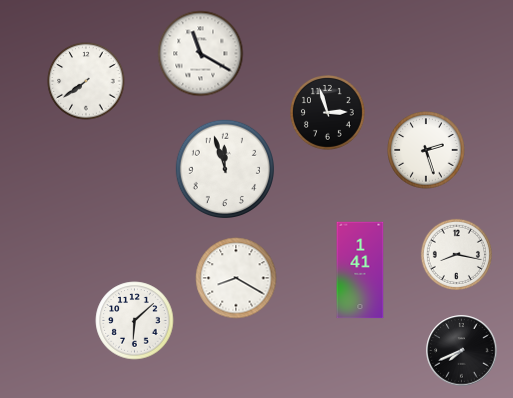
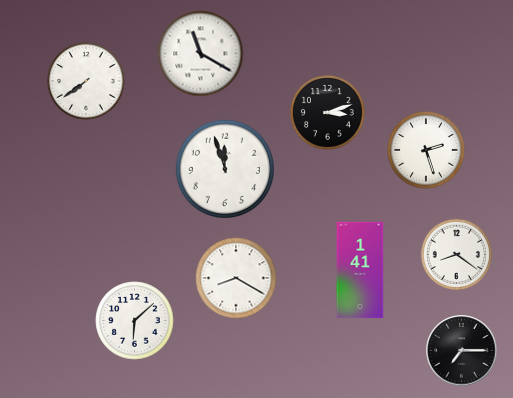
clock at (328, 113): 2:57 -> 3:12
clock at (456, 254): 8:17 -> 8:21
clock at (462, 351): 7:41 -> 7:15
